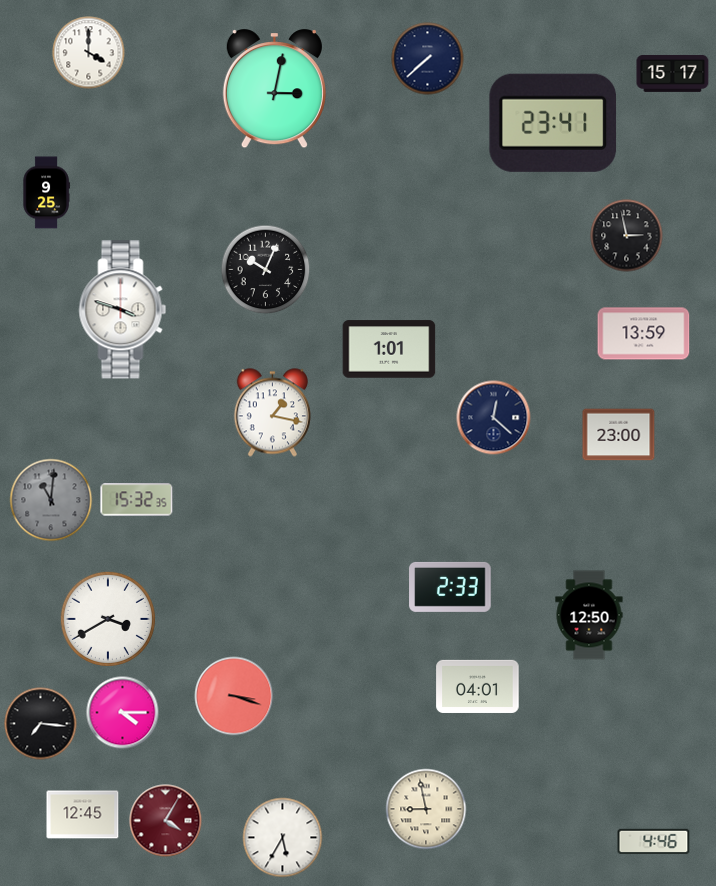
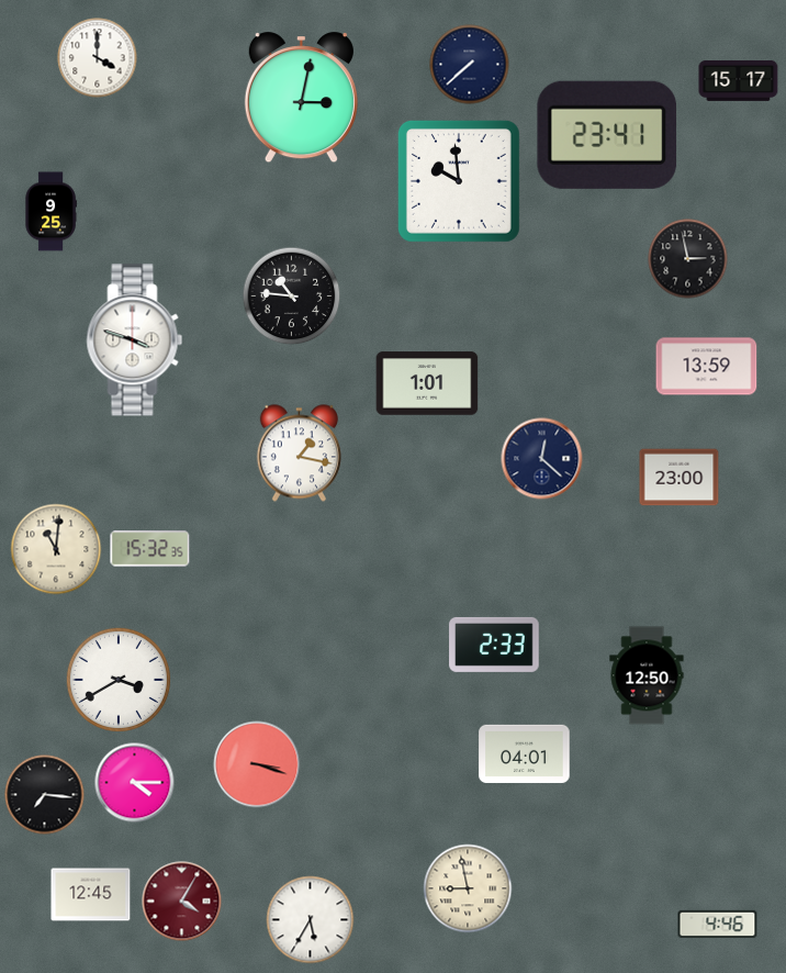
clock at (459, 181): none -> 9:59
clock at (266, 270): 10:04 -> 10:46
clock at (51, 500) dial: grey -> cream
